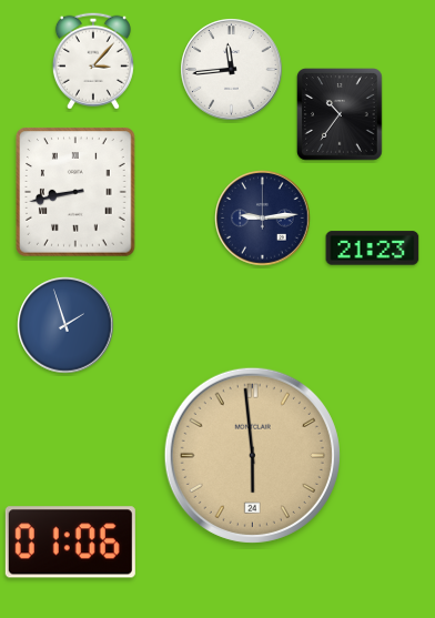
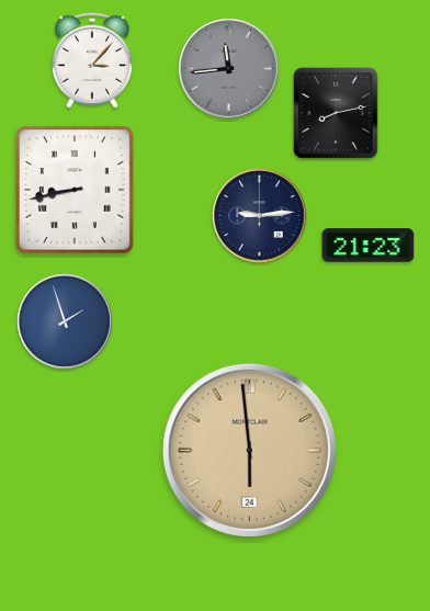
clock at (232, 70) dial: white -> grey
clock at (341, 115): 10:36 -> 8:13
clock at (70, 543): 01:06 -> none
